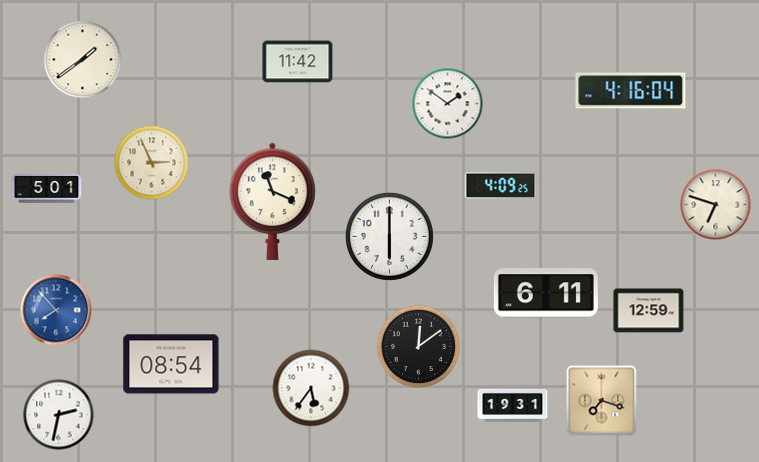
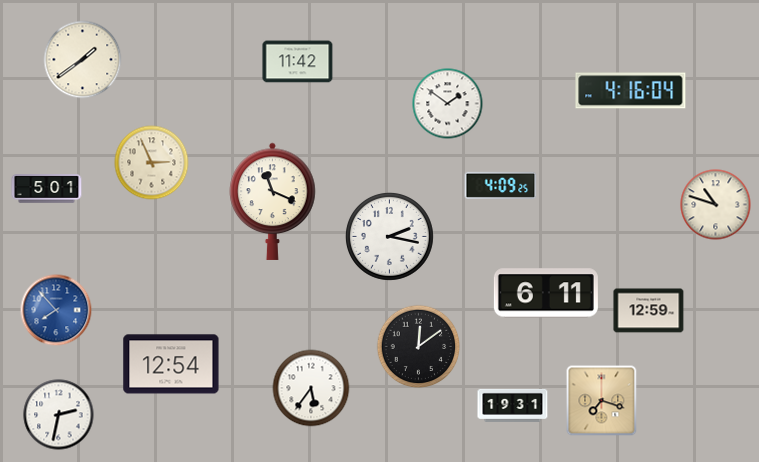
clock at (716, 205): 6:48 -> 10:48
clock at (390, 237): 6:00 -> 2:17
clock at (171, 364): 08:54 -> 12:54
